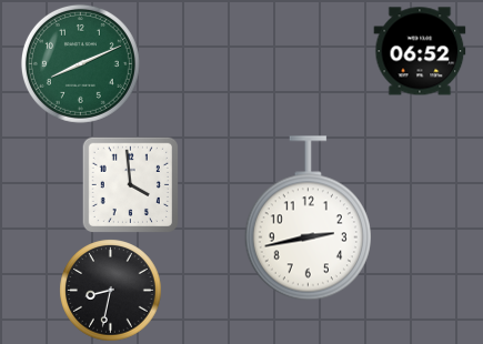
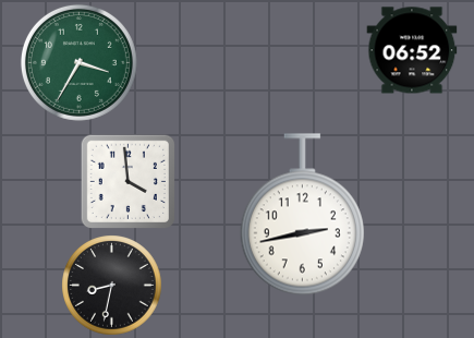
clock at (80, 63): 8:11 -> 3:35
clock at (111, 291) position: (111, 291) -> (112, 286)
